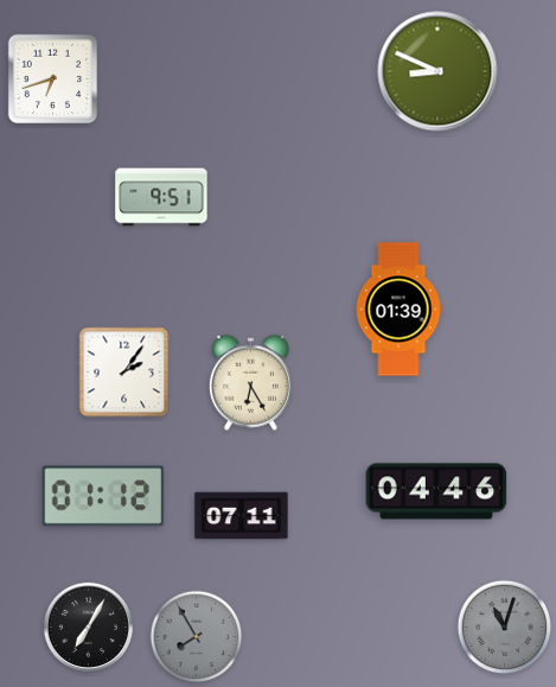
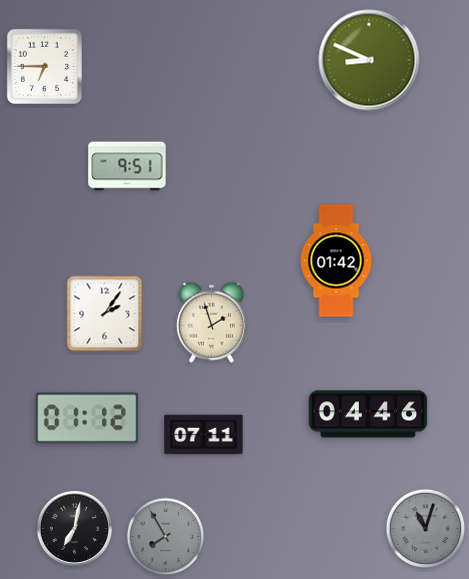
clock at (52, 78): 6:42 -> 6:45
clock at (161, 197) position: (161, 197) -> (127, 166)
clock at (398, 310): 01:39 -> 01:42
clock at (250, 382): 6:25 -> 1:57
clock at (88, 626): 7:05 -> 7:02
